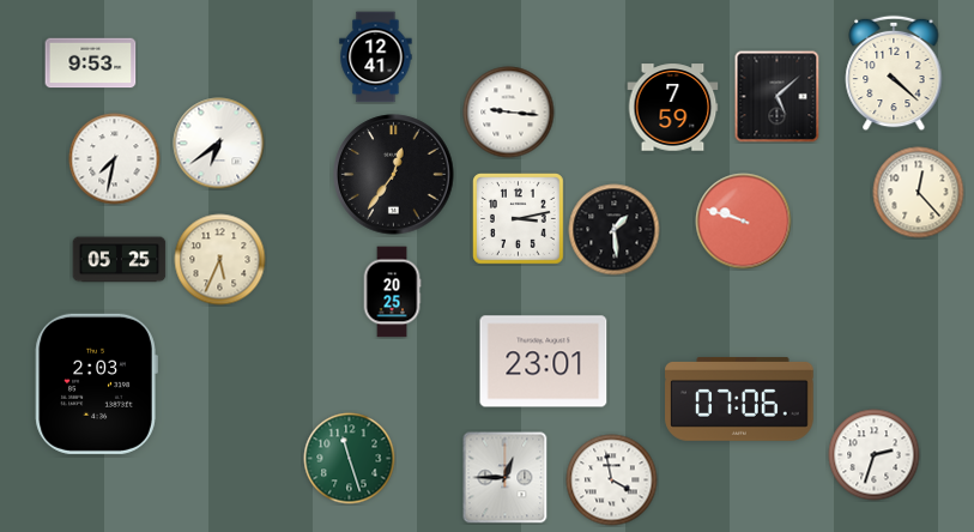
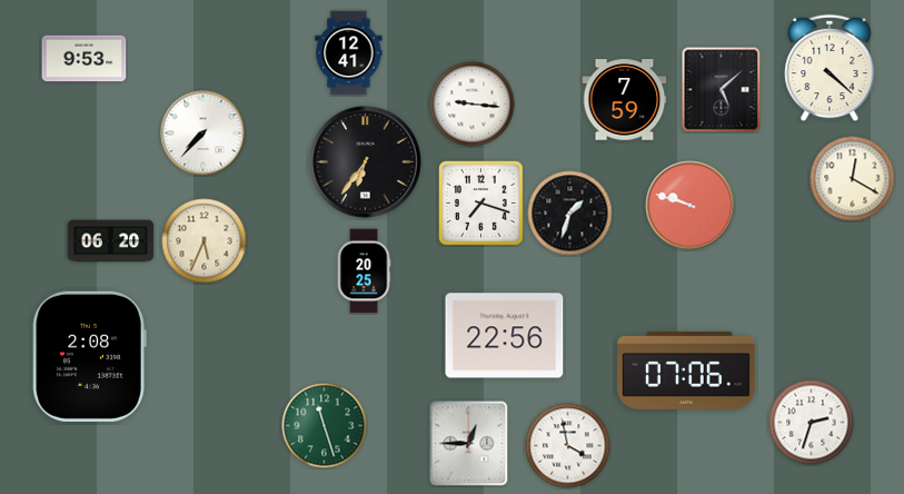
clock at (219, 144): 6:39 -> 7:37
clock at (115, 159): 7:32 -> none
clock at (394, 175): 12:36 -> 6:36
clock at (919, 193): 12:23 -> 12:20
clock at (519, 219): 3:13 -> 7:18
clock at (615, 230): 1:29 -> 1:33
clock at (120, 260): 05:25 -> 06:20
clock at (544, 362): 23:01 -> 22:56
clock at (96, 383): 2:03 -> 2:08
